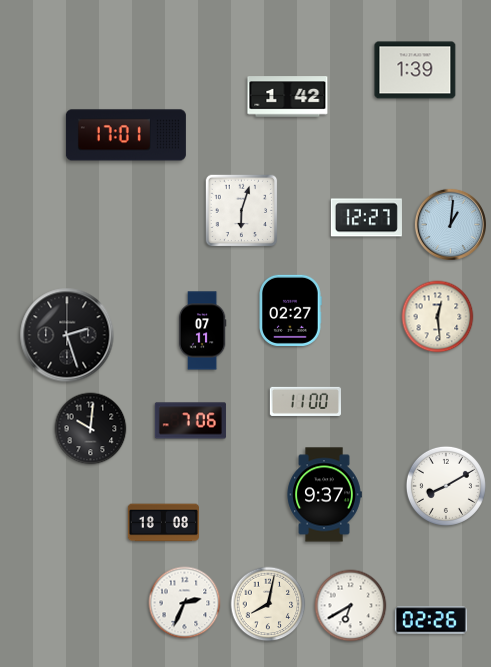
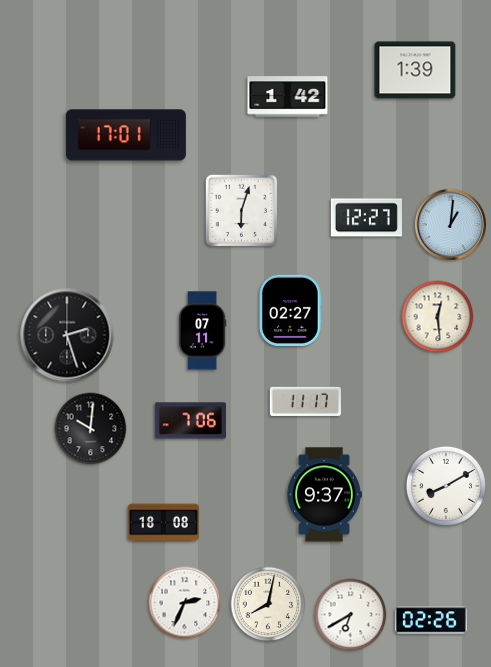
clock at (305, 401): 11:00 -> 11:17
clock at (351, 606) position: (351, 606) -> (351, 615)
